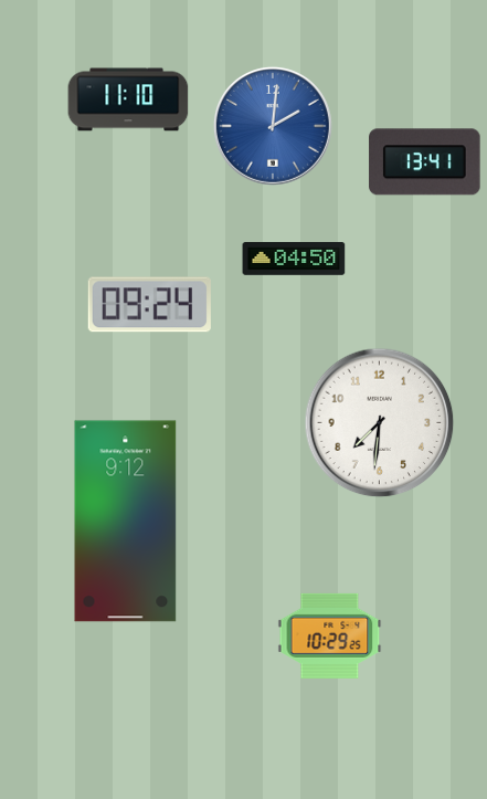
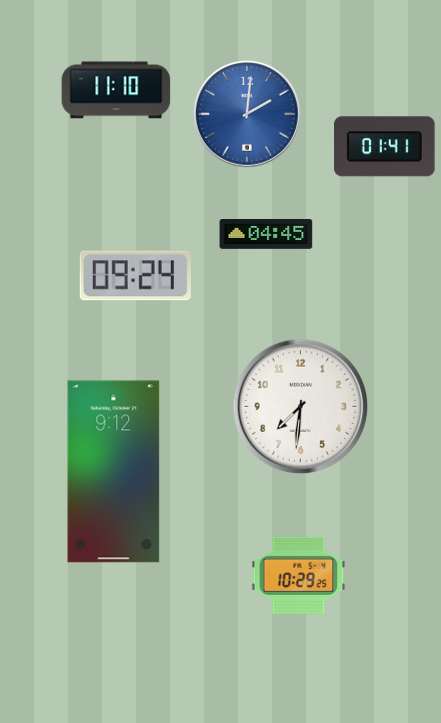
clock at (425, 162): 13:41 -> 01:41
clock at (294, 260): 04:50 -> 04:45
clock at (380, 423) position: (380, 423) -> (301, 407)
